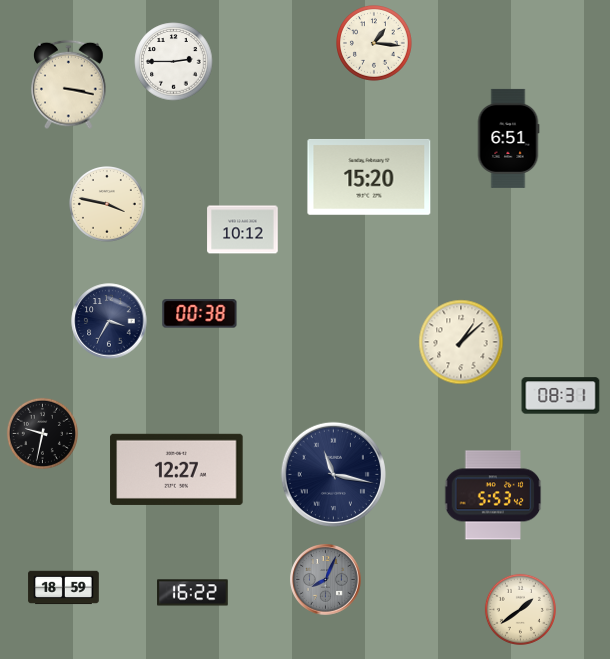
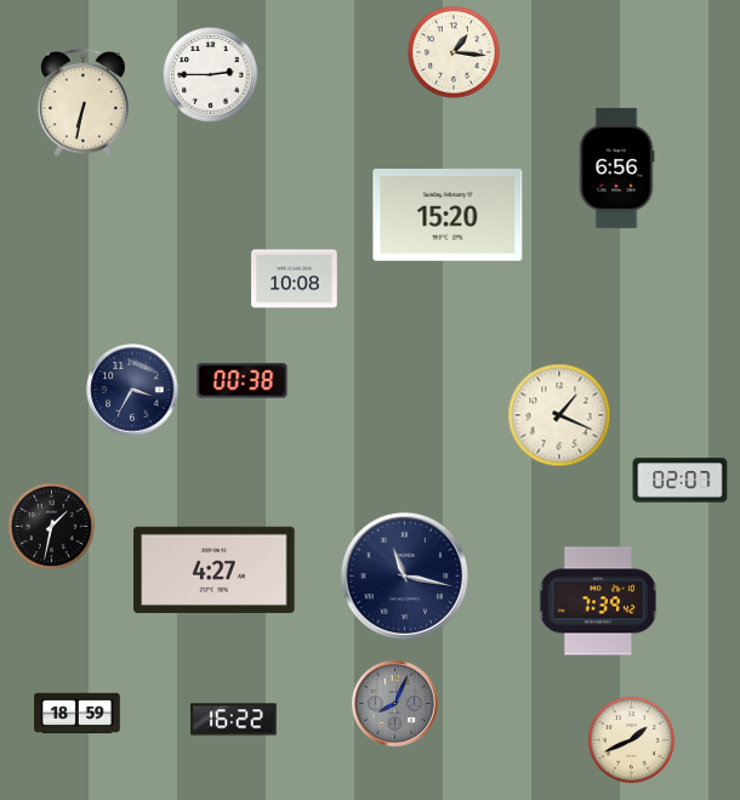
clock at (69, 85): 3:17 -> 6:32
clock at (508, 138): 6:51 -> 6:56
clock at (108, 205): 3:47 -> none
clock at (243, 230): 10:12 -> 10:08
clock at (461, 342): 1:08 -> 1:19
clock at (561, 396): 08:31 -> 02:07
clock at (42, 433): 9:32 -> 1:32
clock at (177, 469): 12:27 -> 4:27
clock at (493, 495): 5:53 -> 7:39
clock at (520, 609): 1:39 -> 1:41
